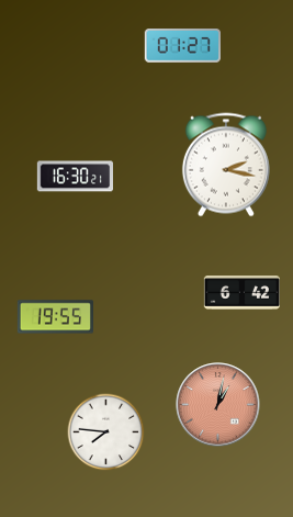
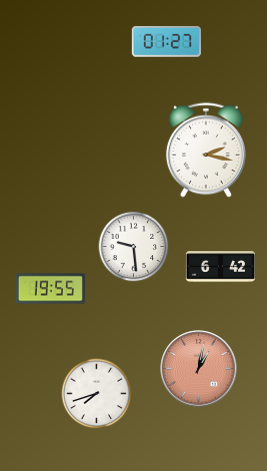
clock at (75, 177): 16:30 -> none
clock at (134, 247): none -> 9:29
clock at (106, 432): 7:46 -> 7:42
